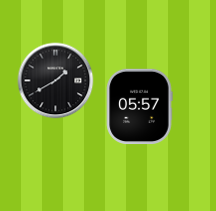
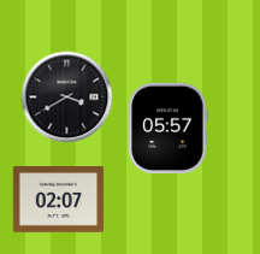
clock at (56, 81): 1:40 -> 3:40
clock at (59, 200): none -> 02:07
